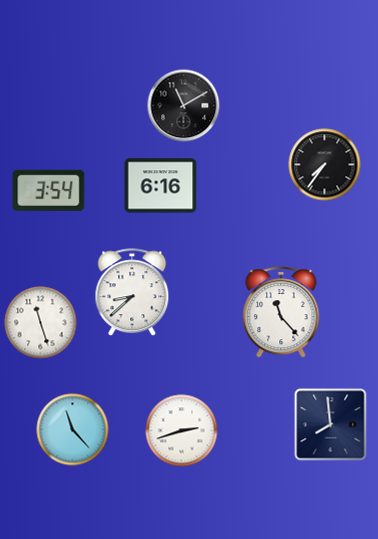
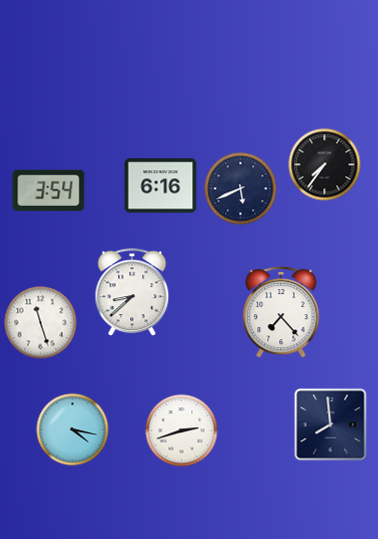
clock at (184, 106): 11:10 -> none
clock at (241, 189): none -> 5:41
clock at (281, 313): 11:23 -> 7:23
clock at (73, 430): 11:23 -> 4:17
